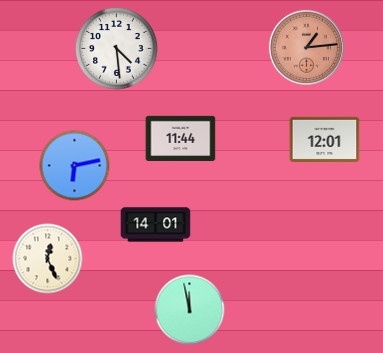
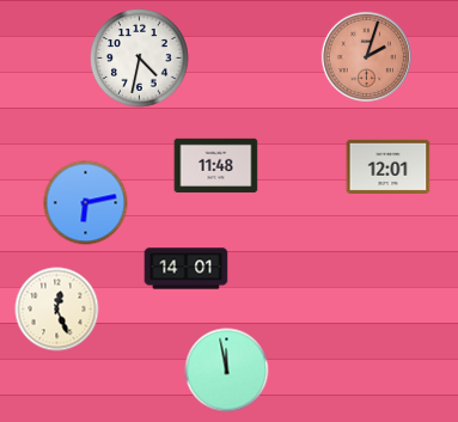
clock at (306, 47): 1:14 -> 2:03
clock at (117, 49): 4:29 -> 4:32
clock at (181, 138): 11:44 -> 11:48
clock at (75, 166) position: (75, 166) -> (86, 203)
